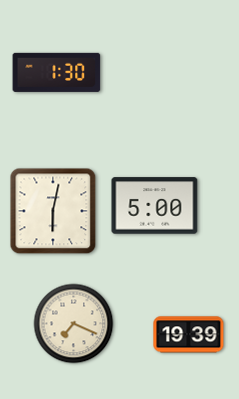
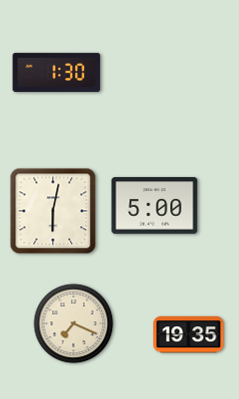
clock at (189, 335): 19:39 -> 19:35
